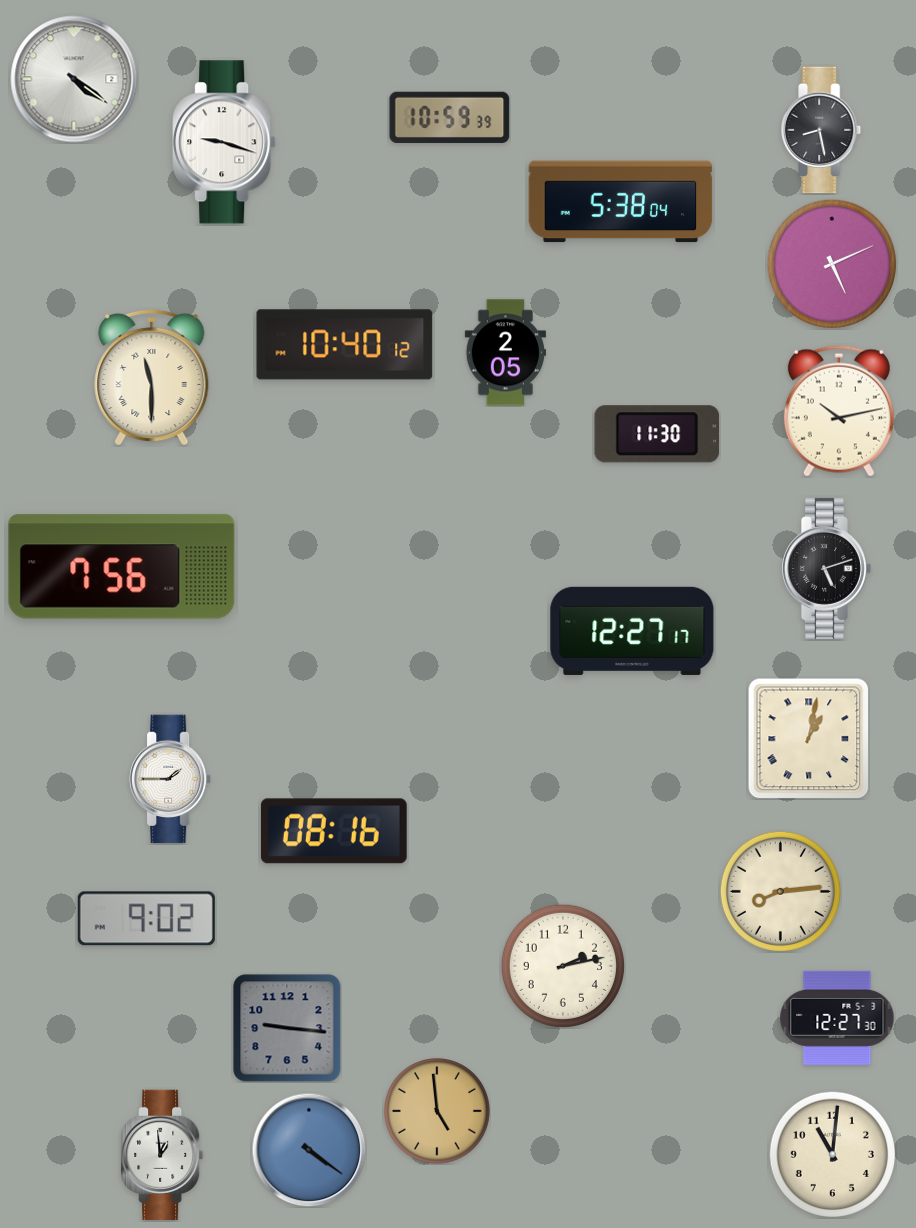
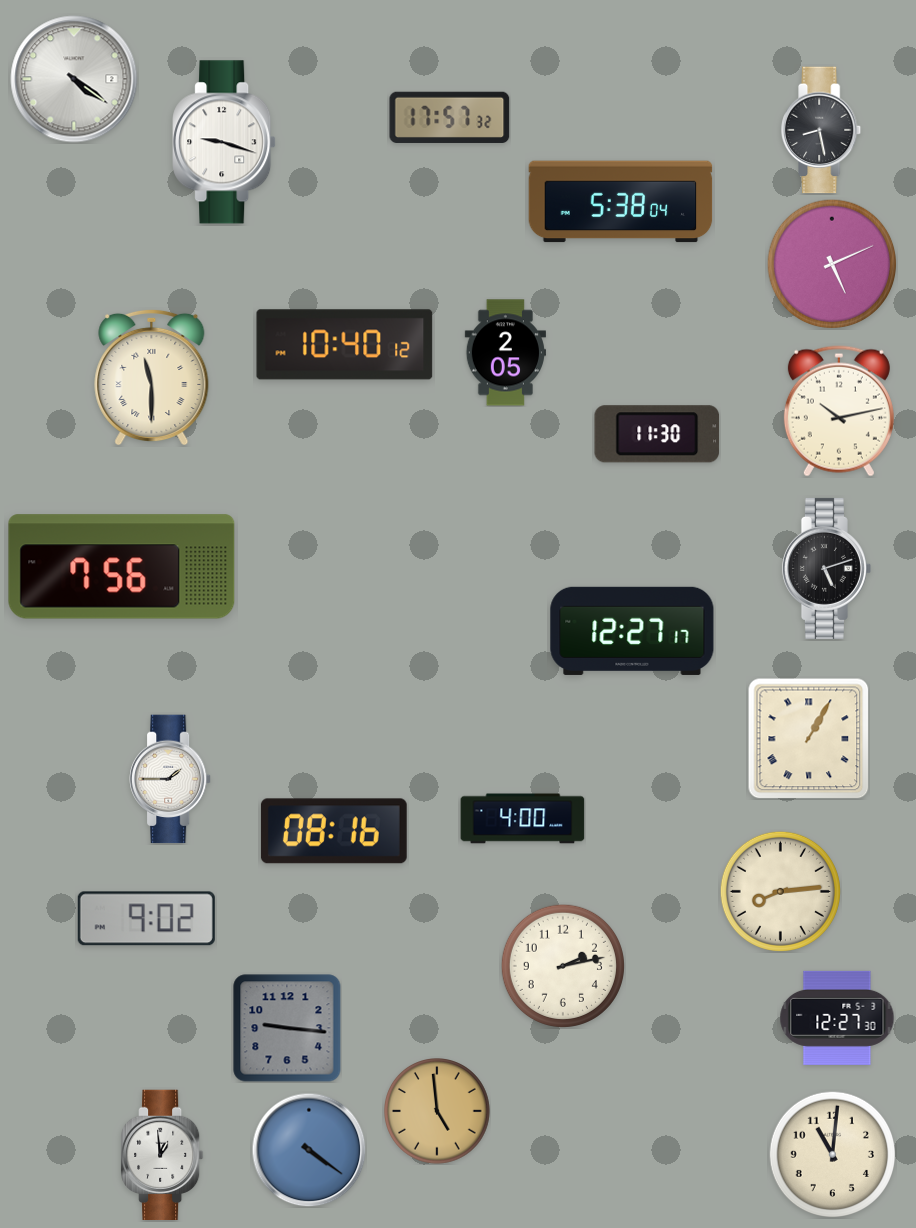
clock at (450, 117): 10:59 -> 17:57
clock at (809, 739): 1:02 -> 1:05
clock at (523, 819): none -> 4:00
